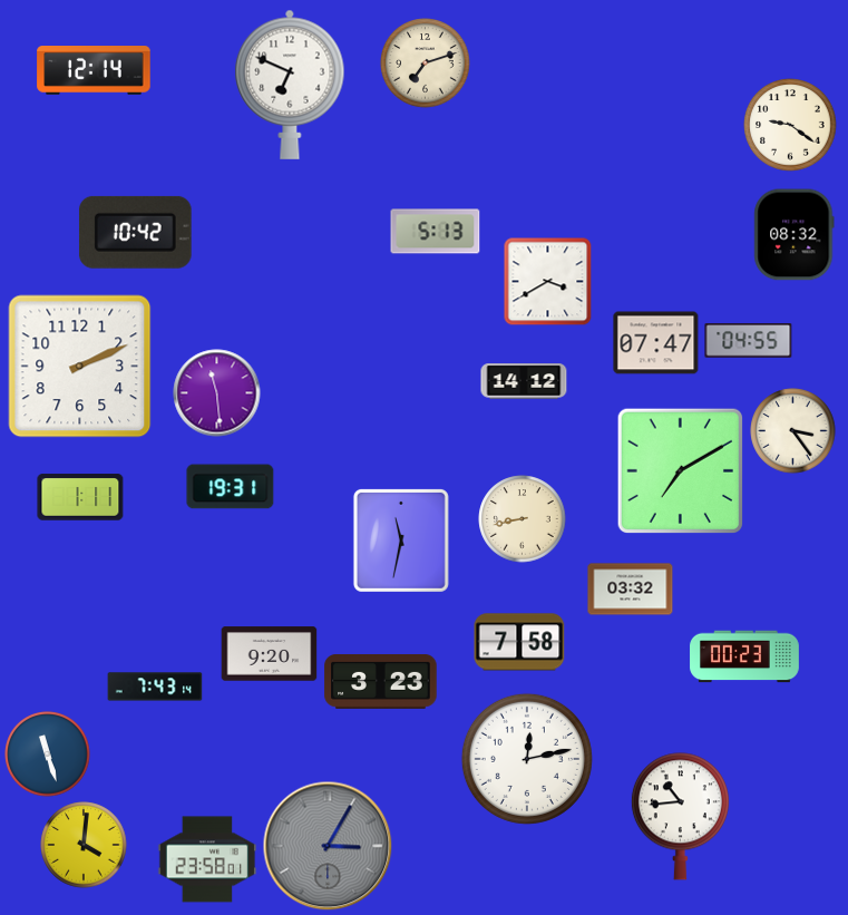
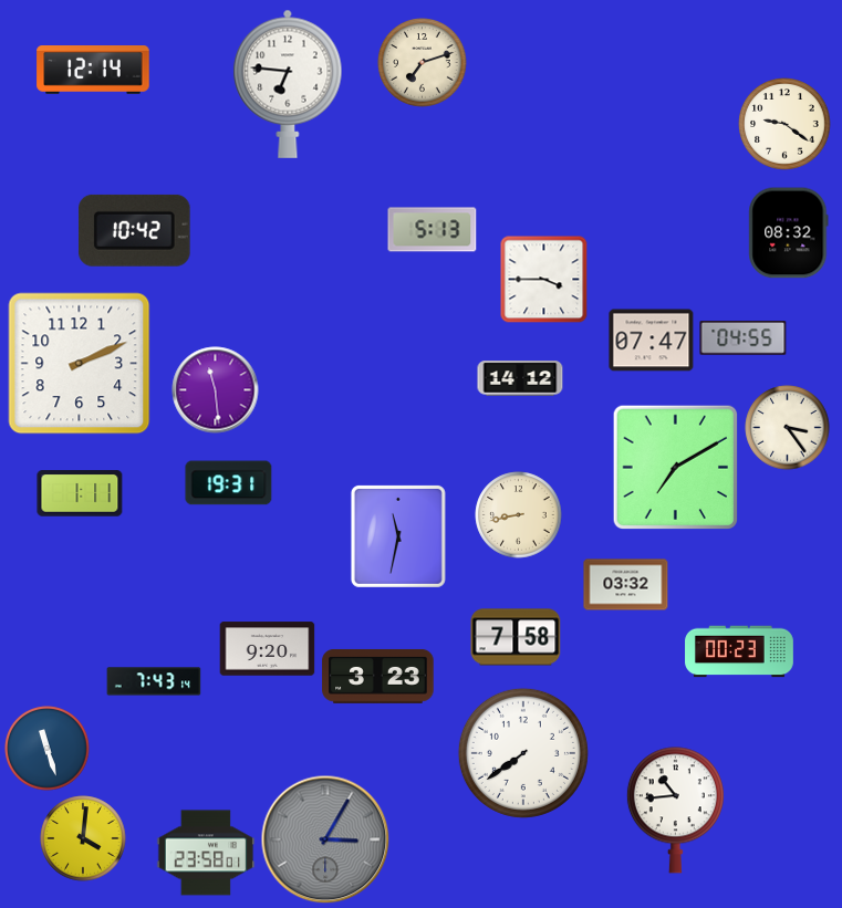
clock at (290, 85): 6:49 -> 6:46
clock at (548, 282): 3:40 -> 3:45
clock at (527, 759): 12:13 -> 7:39
